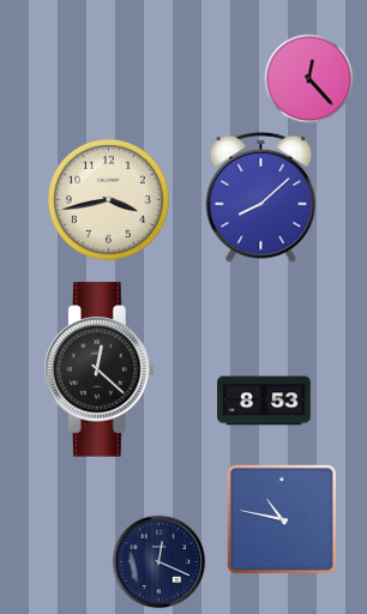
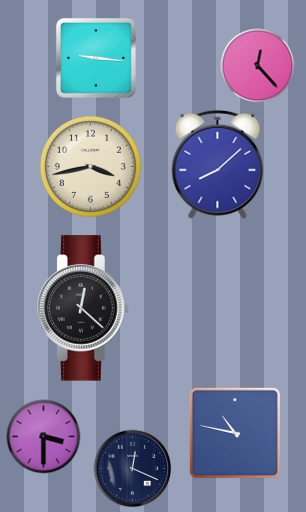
clock at (96, 58): none -> 9:16
clock at (264, 401): 8:53 -> none
clock at (44, 437): none -> 3:30
